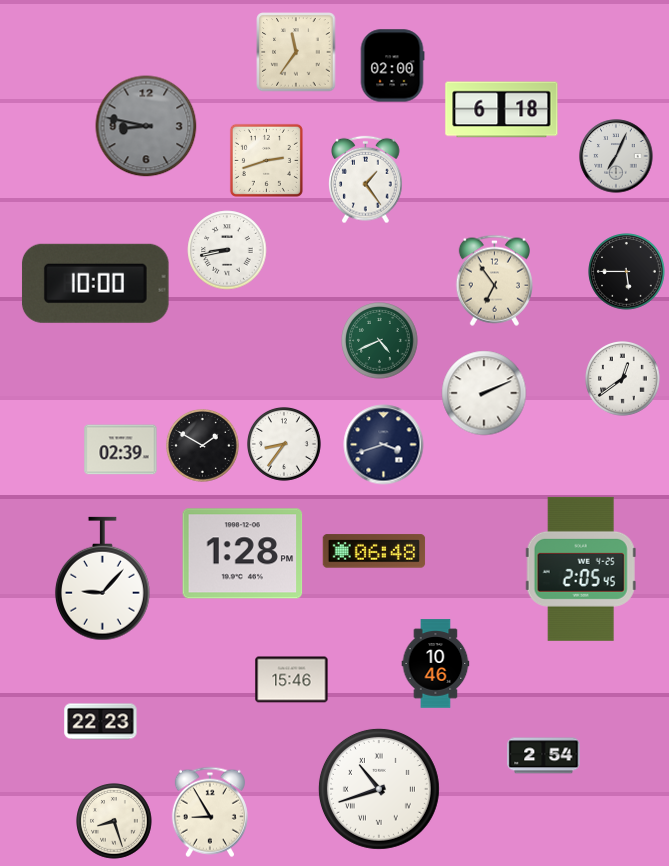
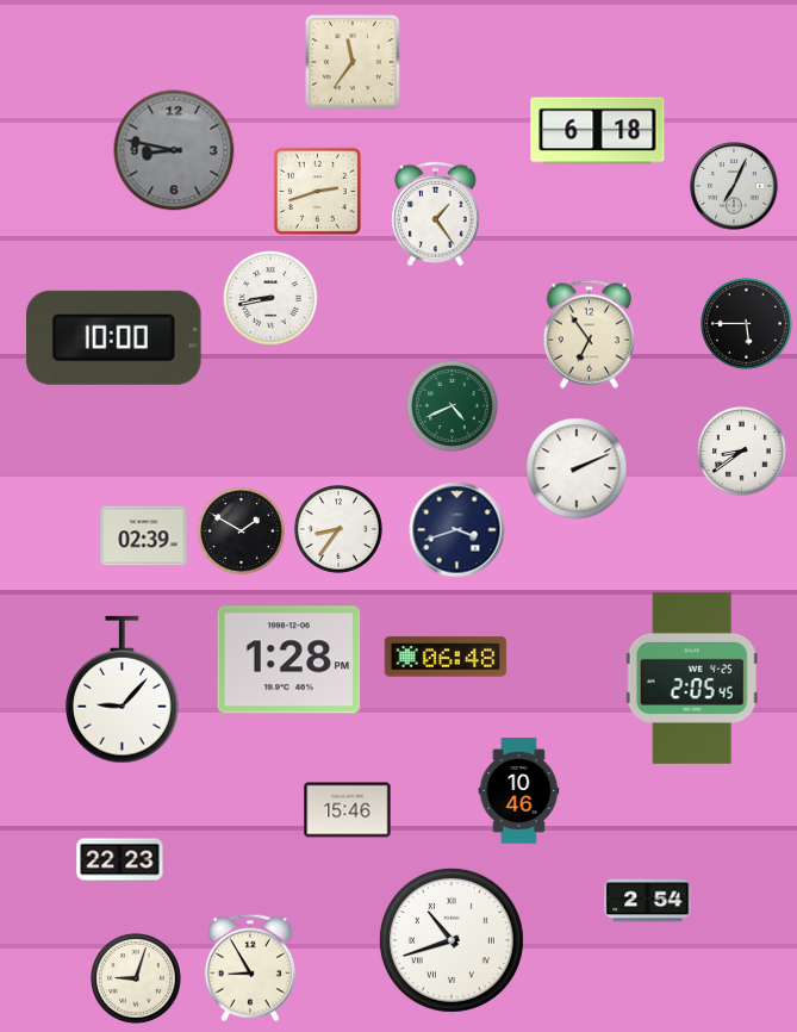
clock at (392, 66): 02:00 -> none
clock at (623, 379): 12:39 -> 8:39
clock at (114, 821): 8:27 -> 9:03
